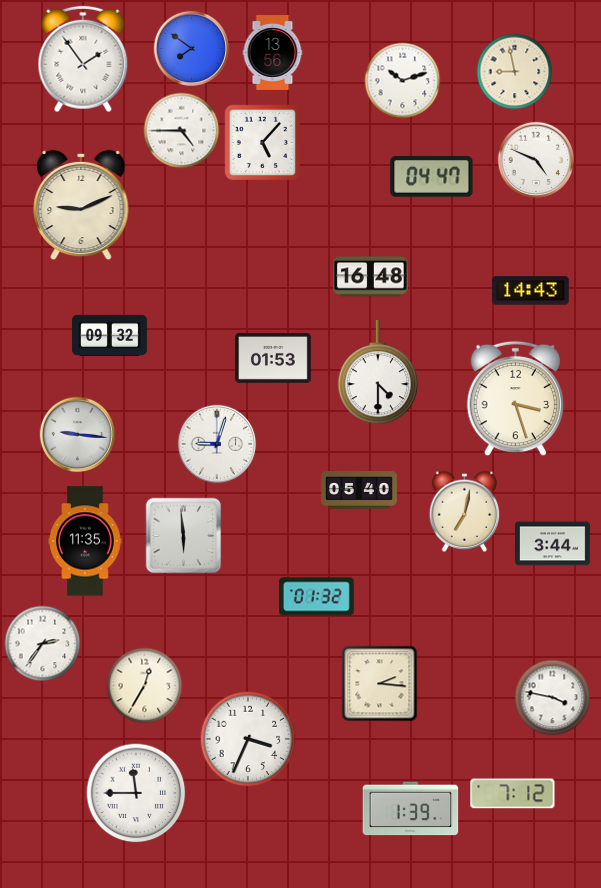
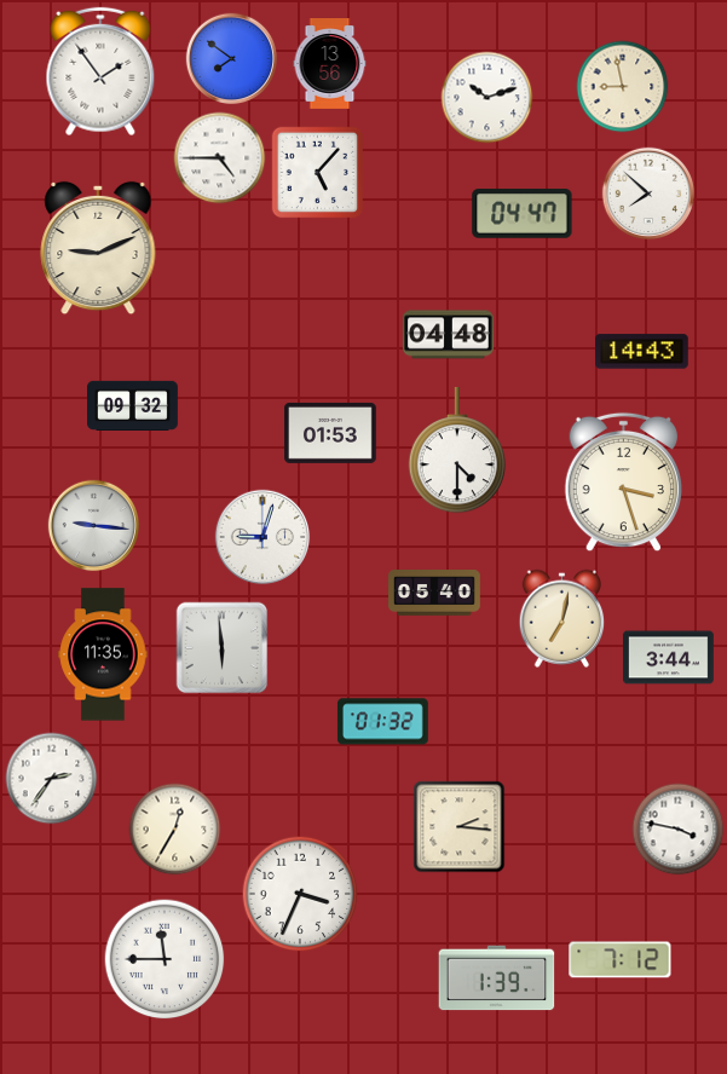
clock at (536, 160): 4:49 -> 7:52
clock at (370, 277): 16:48 -> 04:48
clock at (553, 698) position: (553, 698) -> (679, 830)
